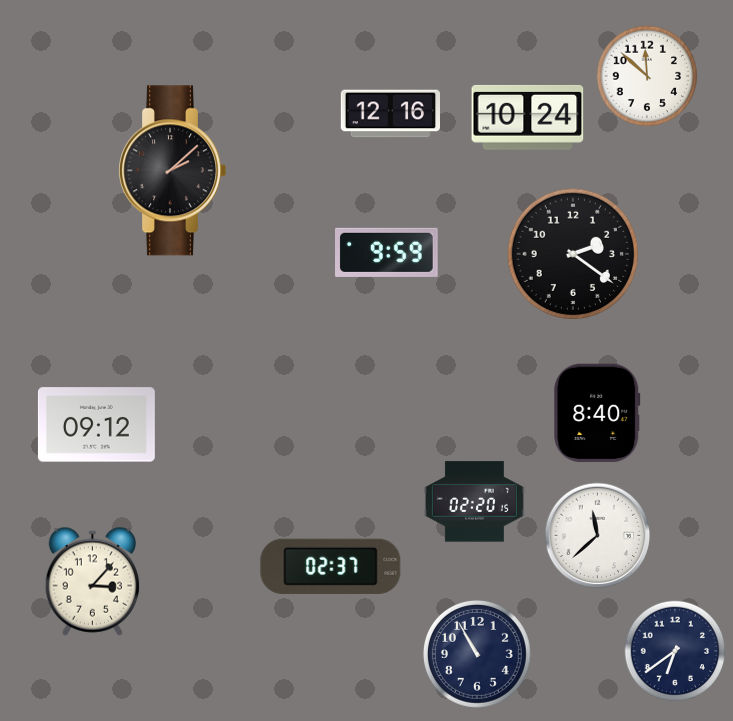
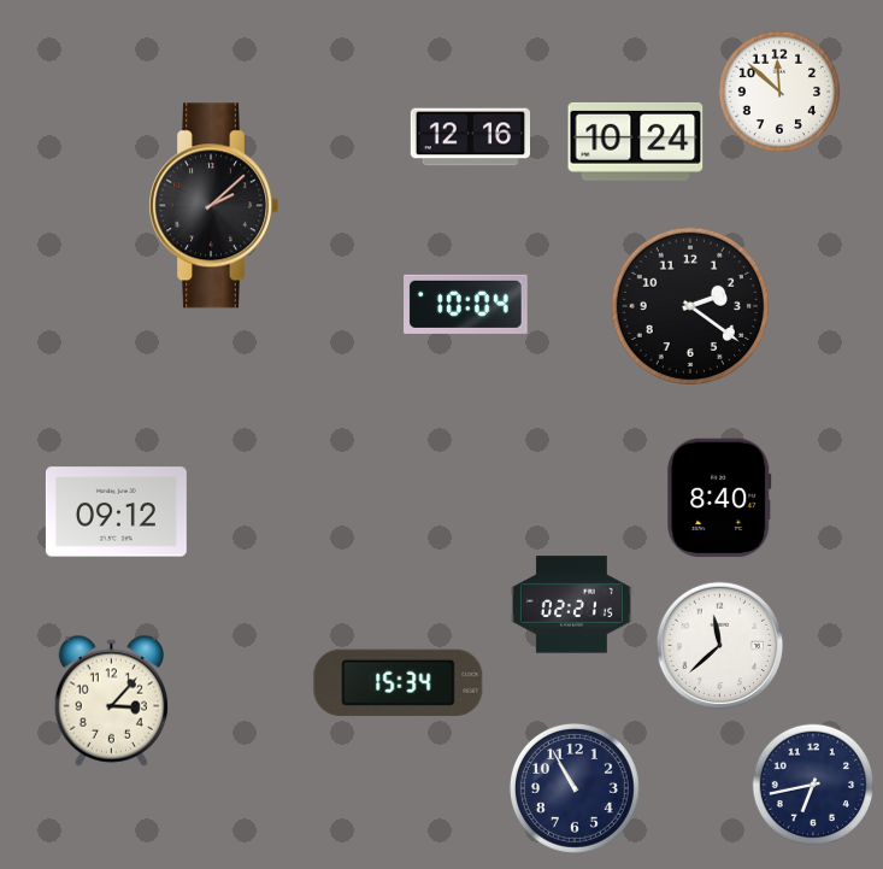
clock at (173, 171) position: (173, 171) -> (214, 206)
clock at (387, 252): 9:59 -> 10:04
clock at (474, 502): 02:20 -> 02:21
clock at (331, 566): 02:37 -> 15:34
clock at (675, 651): 6:39 -> 6:43
